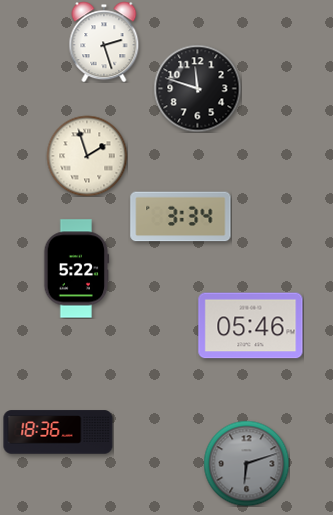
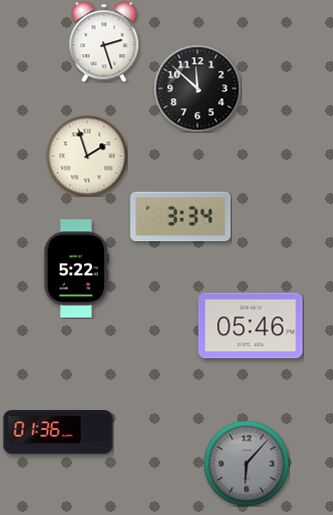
clock at (197, 88): 11:48 -> 11:52
clock at (58, 432): 18:36 -> 01:36
clock at (246, 463): 6:12 -> 6:07
